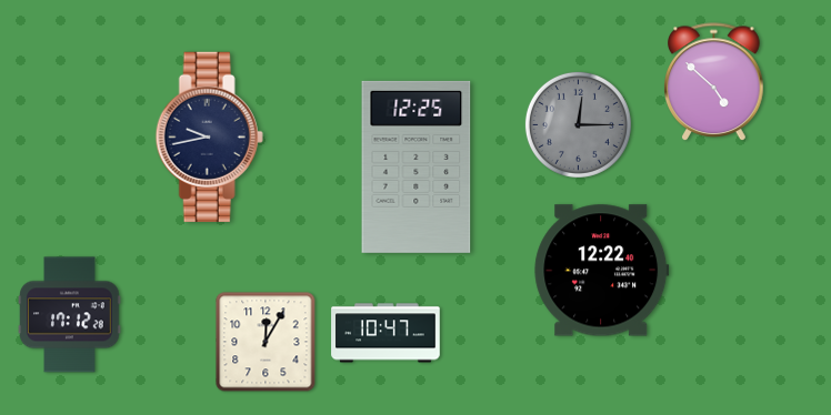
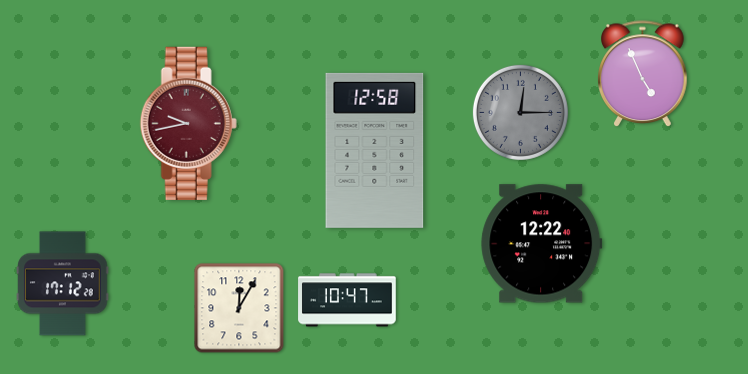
clock at (714, 82): 4:52 -> 4:56
clock at (209, 136) dial: navy -> burgundy
clock at (417, 166): 12:25 -> 12:58
